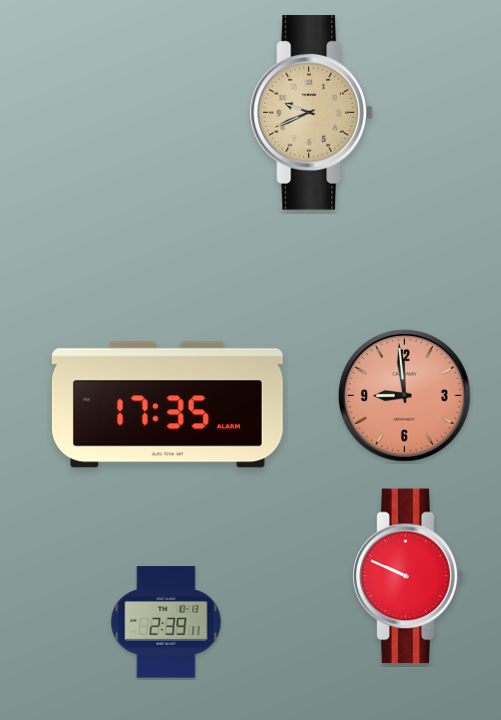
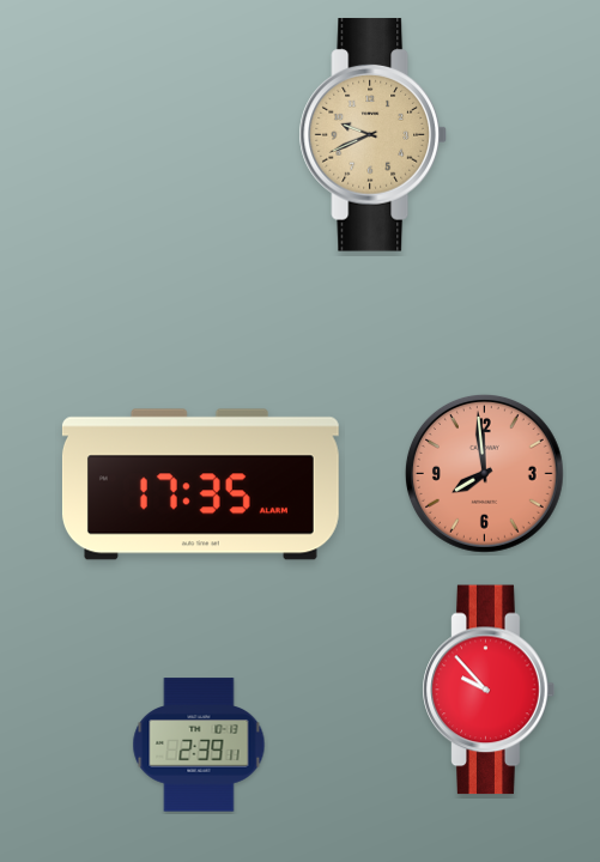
clock at (404, 395): 8:59 -> 7:59
clock at (408, 576): 9:49 -> 9:53
